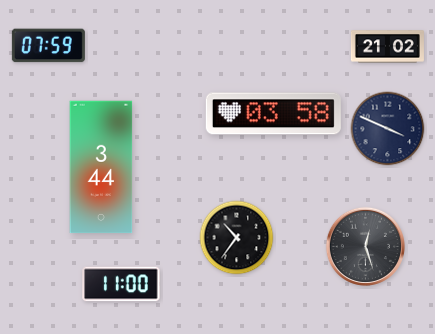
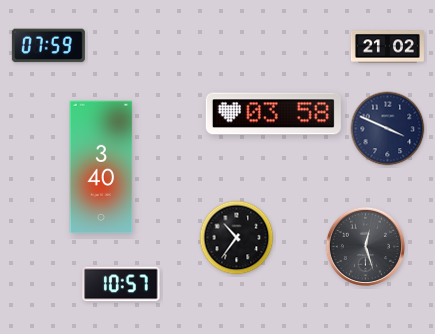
clock at (101, 167): 3:44 -> 3:40
clock at (121, 284): 11:00 -> 10:57
